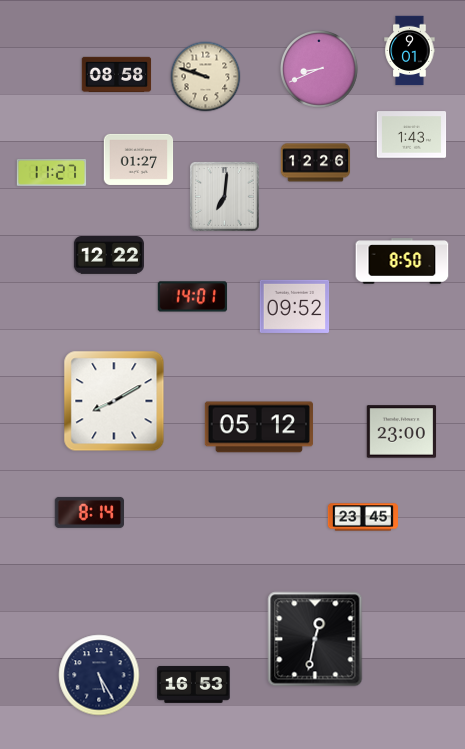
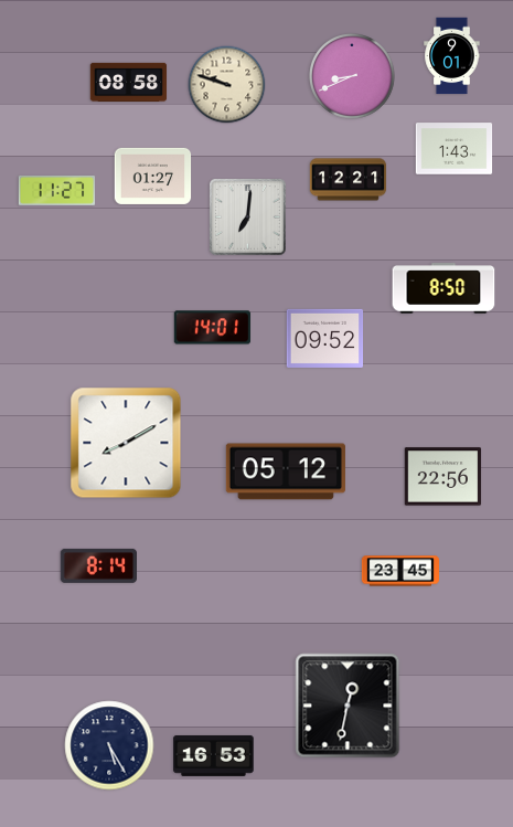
clock at (316, 163): 12:26 -> 12:21
clock at (109, 256): 12:22 -> none
clock at (402, 432): 23:00 -> 22:56
